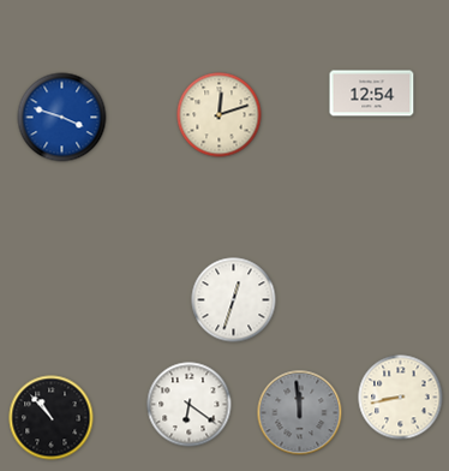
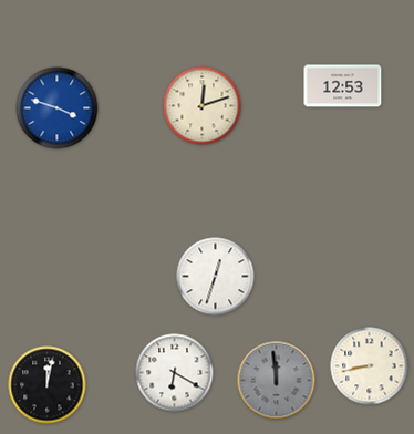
clock at (372, 94): 12:54 -> 12:53
clock at (190, 405): 6:21 -> 6:20
clock at (52, 418): 10:53 -> 12:02
